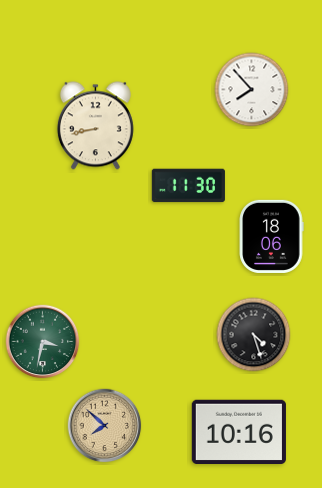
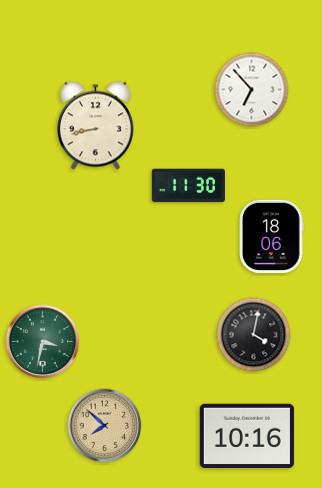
clock at (252, 90): 7:53 -> 6:53
clock at (254, 335): 4:27 -> 4:02
clock at (239, 431) position: (239, 431) -> (247, 435)
